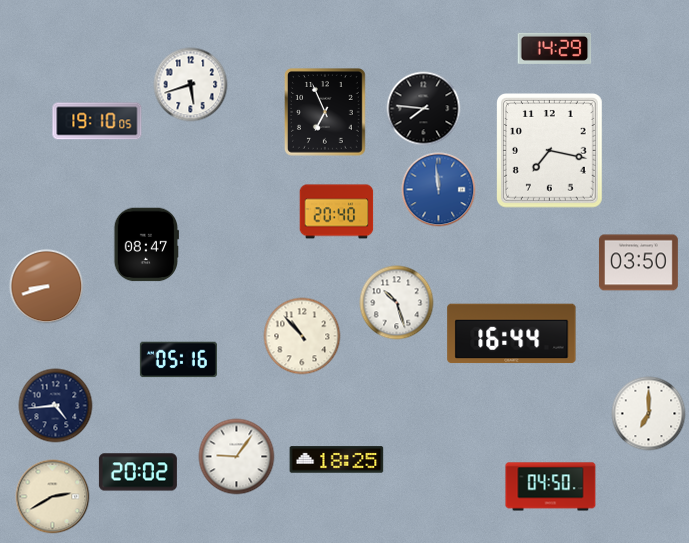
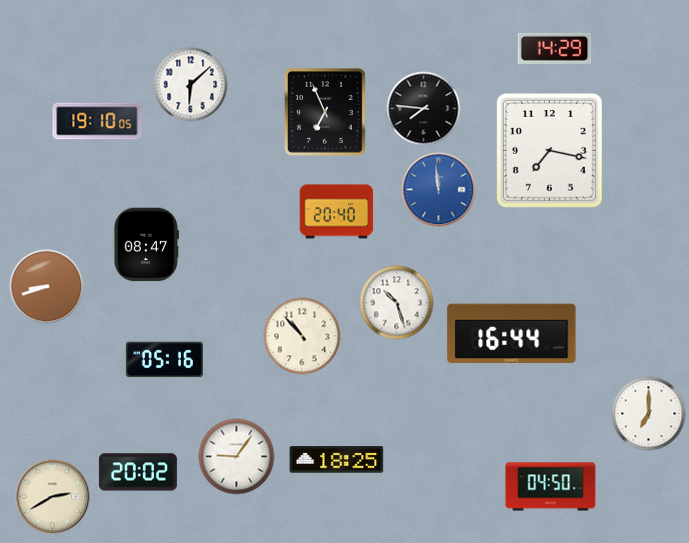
clock at (191, 85): 5:42 -> 6:08
clock at (638, 263): 03:50 -> none
clock at (178, 360) position: (178, 360) -> (164, 360)
clock at (56, 406): 4:44 -> none
